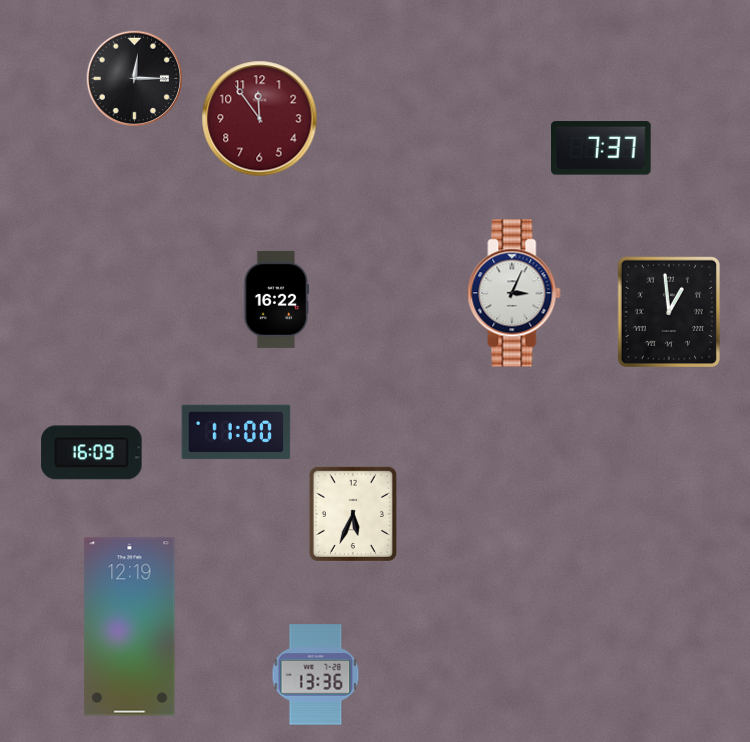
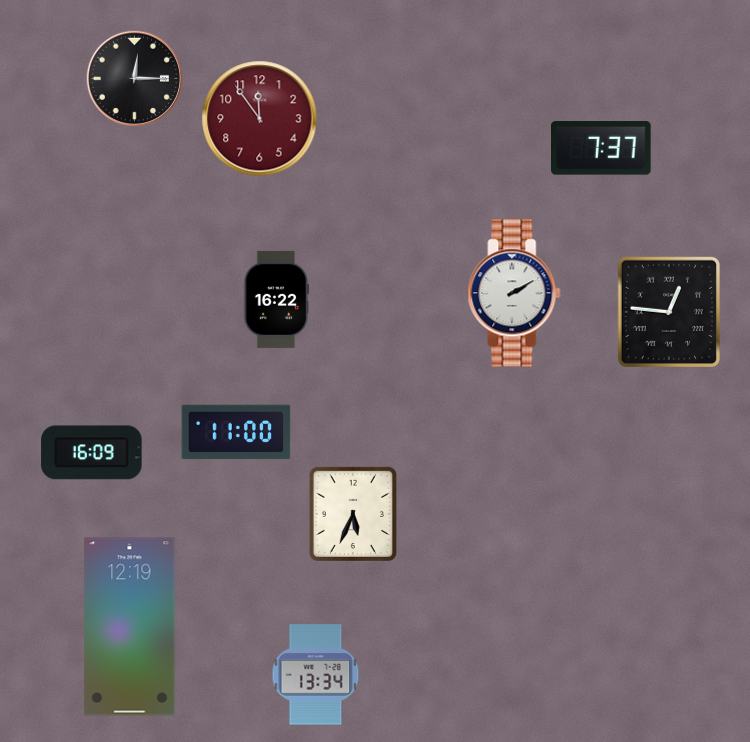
clock at (514, 293): 3:04 -> 2:10
clock at (668, 311): 12:59 -> 12:46
clock at (316, 675): 13:36 -> 13:34
